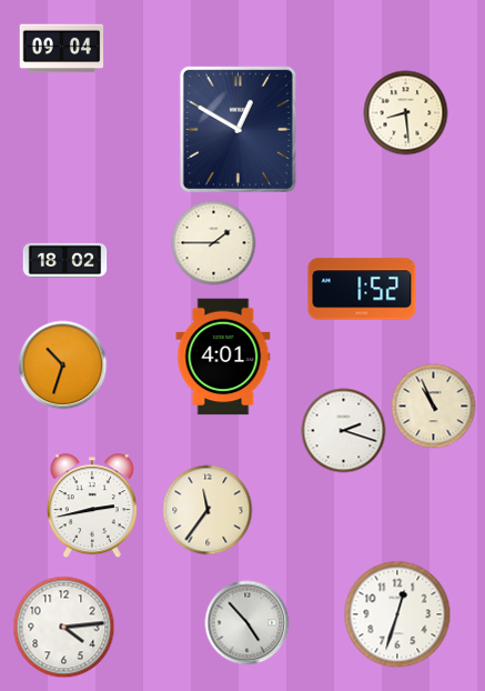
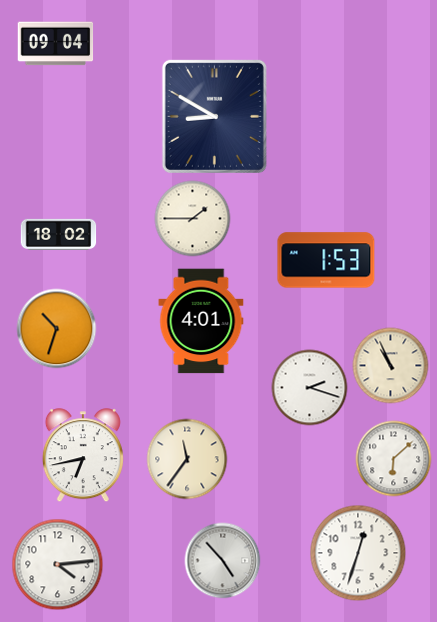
clock at (406, 113): 8:29 -> none
clock at (238, 129): 12:50 -> 8:50
clock at (362, 289): 1:52 -> 1:53
clock at (92, 507): 2:43 -> 6:43
clock at (394, 459): none -> 6:08
